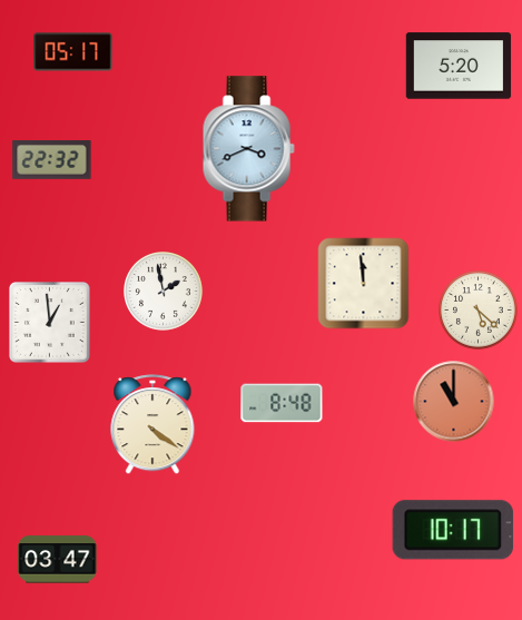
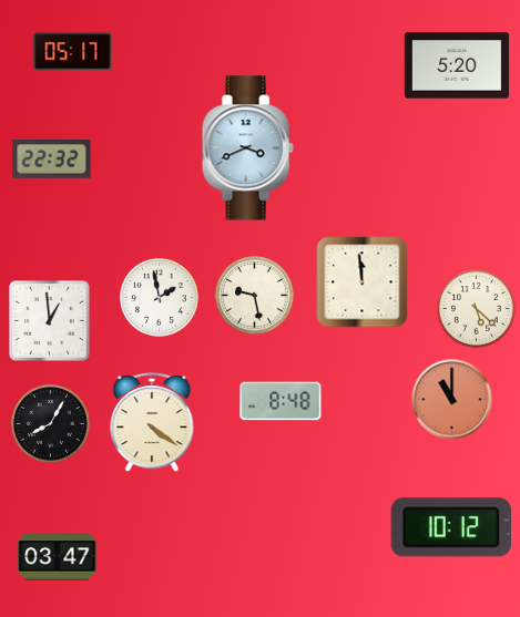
clock at (164, 292) position: (164, 292) -> (160, 298)
clock at (255, 296): none -> 9:28
clock at (51, 424): none -> 8:05
clock at (453, 530): 10:17 -> 10:12
